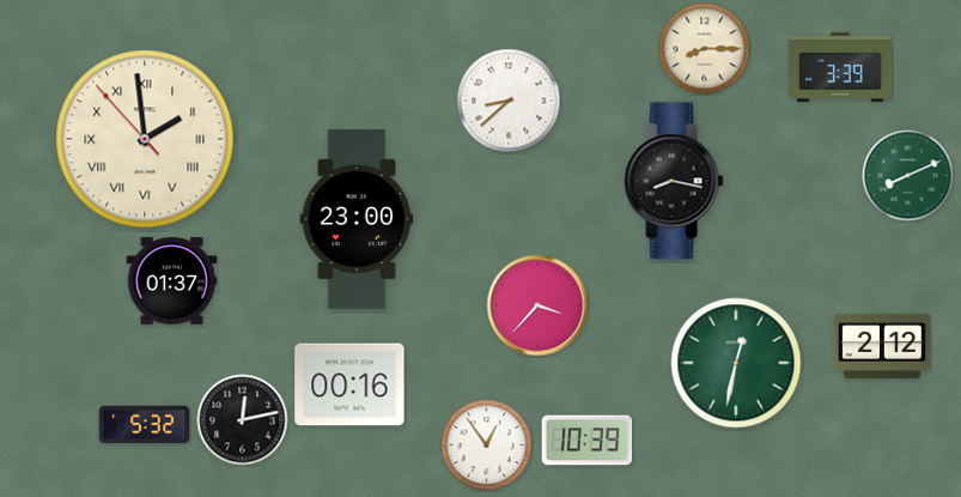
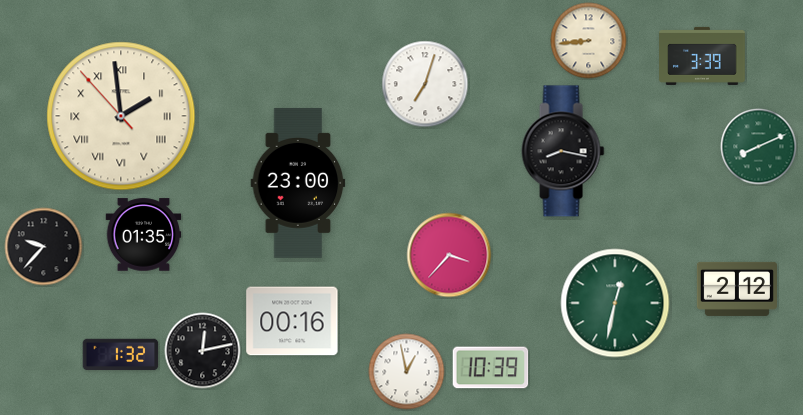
clock at (705, 49): 8:15 -> 8:44
clock at (509, 101): 8:38 -> 7:03
clock at (172, 281): 01:37 -> 01:35
clock at (44, 247): none -> 9:37
clock at (145, 425): 5:32 -> 1:32
clock at (487, 446): 12:54 -> 12:58
